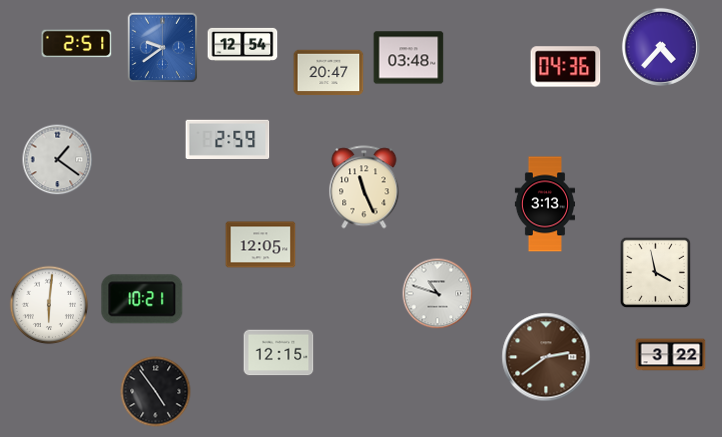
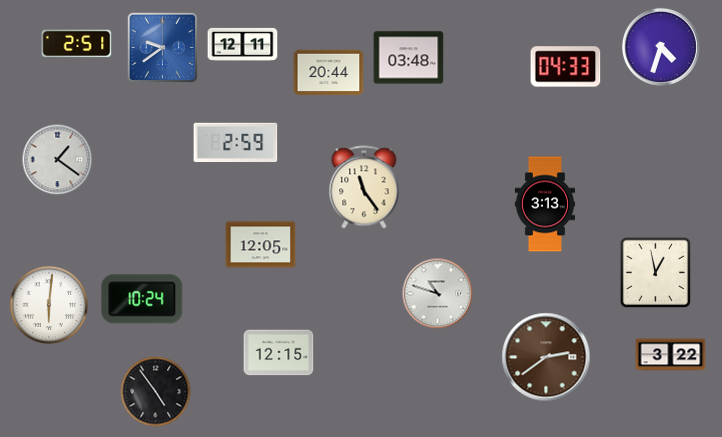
clock at (243, 44): 12:54 -> 12:11
clock at (661, 47): 4:37 -> 4:33
clock at (566, 67): 04:36 -> 04:33
clock at (329, 73): 20:47 -> 20:44
clock at (228, 139) position: (228, 139) -> (236, 142)
clock at (364, 187): 11:26 -> 11:24
clock at (656, 273): 3:58 -> 12:58
clock at (142, 299): 10:21 -> 10:24
